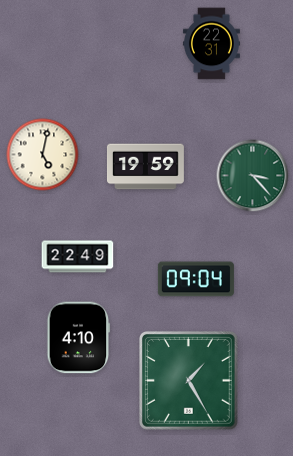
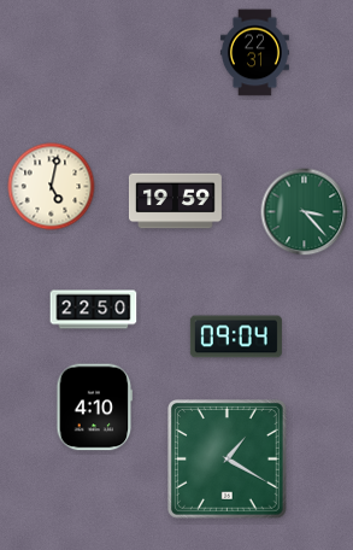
clock at (78, 257): 22:49 -> 22:50
clock at (189, 381): 1:25 -> 1:20
